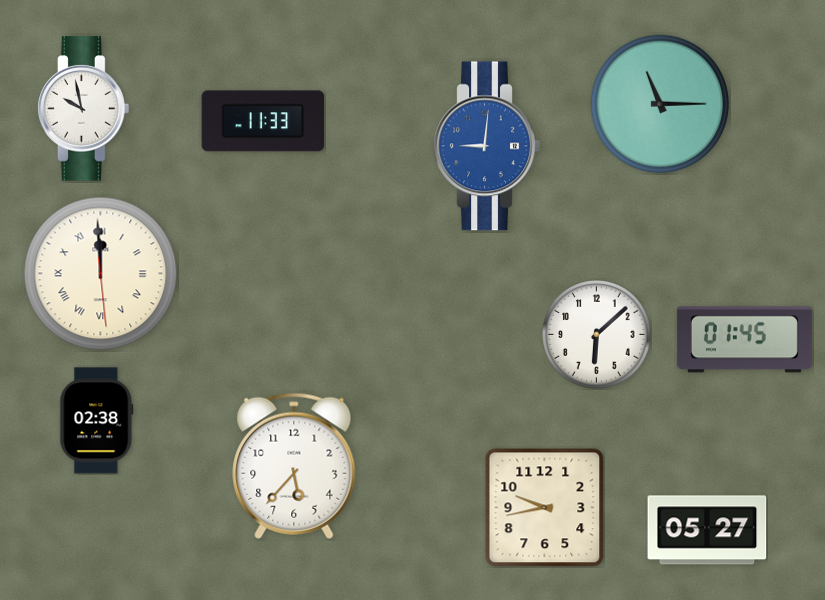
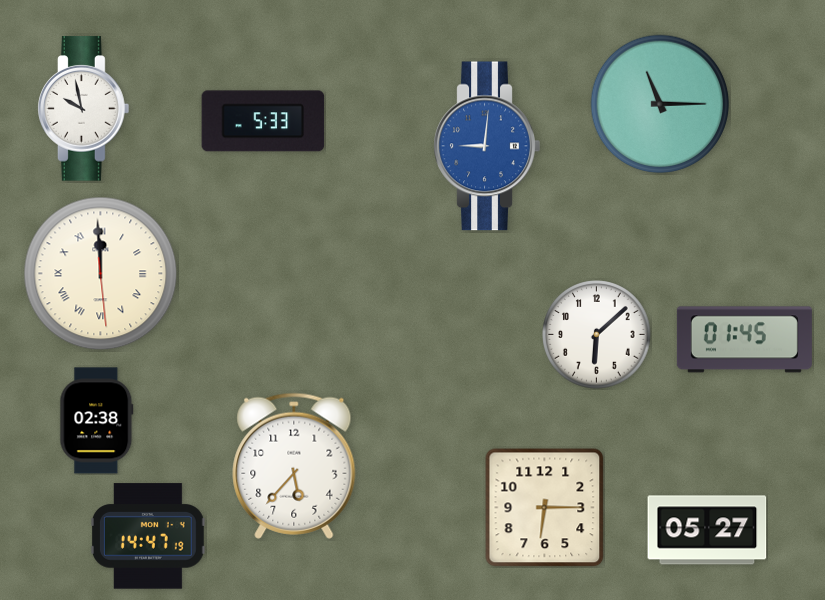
clock at (263, 121): 11:33 -> 5:33
clock at (545, 508): 9:43 -> 6:15
clock at (148, 536): none -> 14:47
